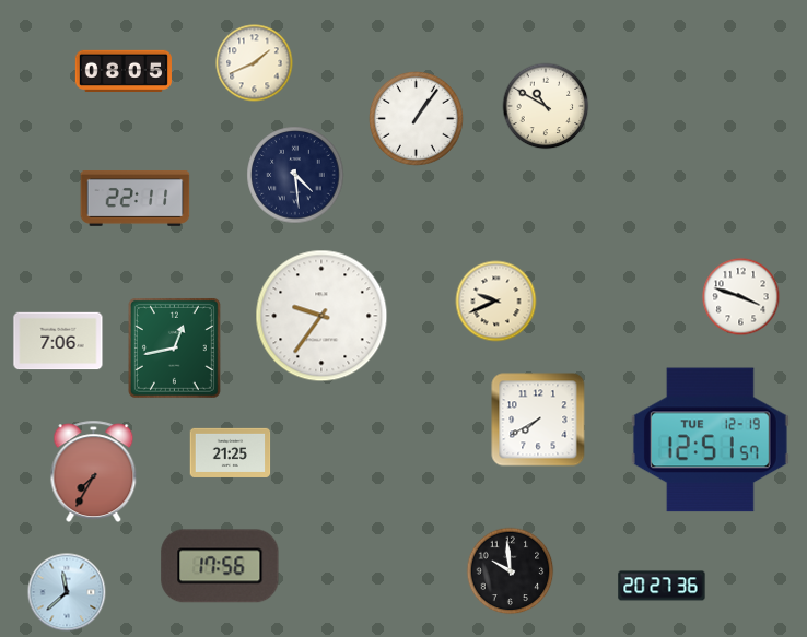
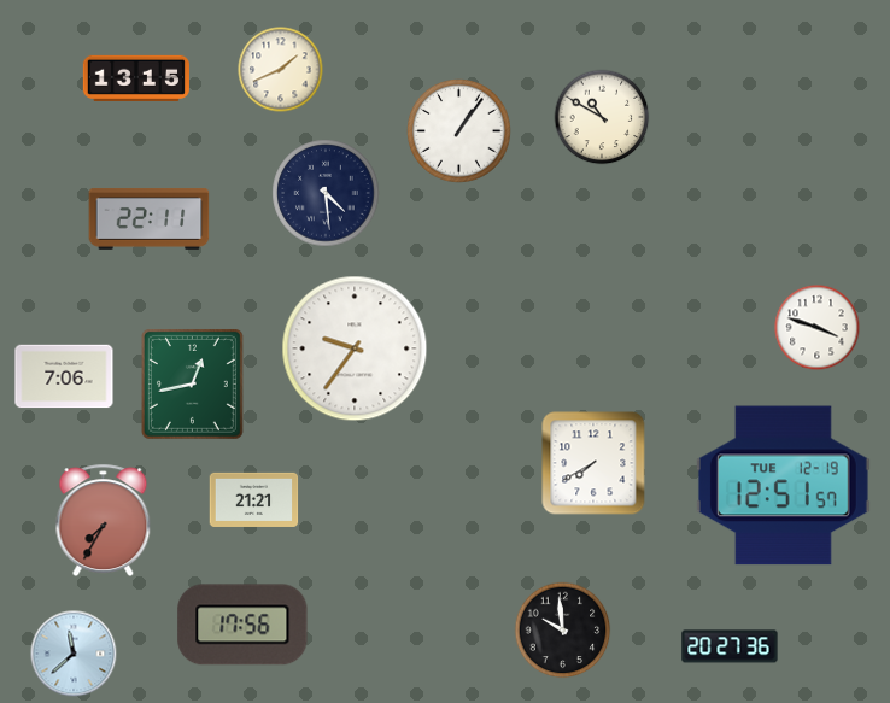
clock at (124, 70): 08:05 -> 13:15
clock at (496, 302): 9:41 -> none
clock at (231, 452): 21:25 -> 21:21
